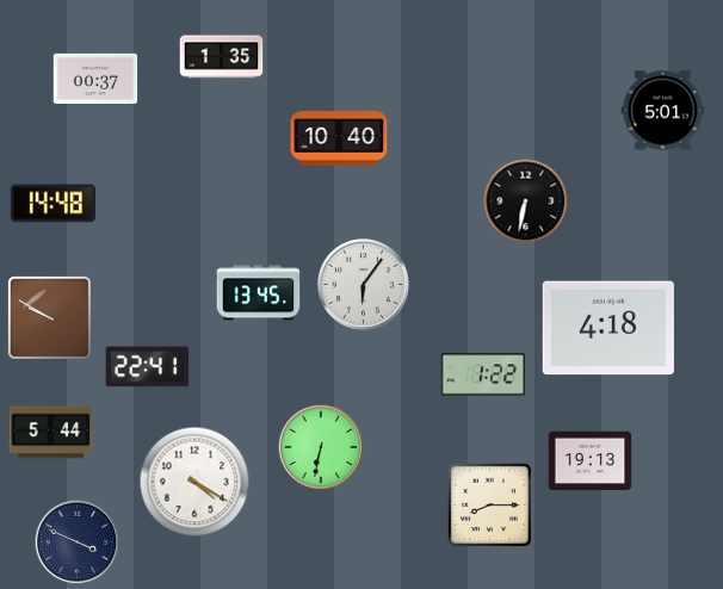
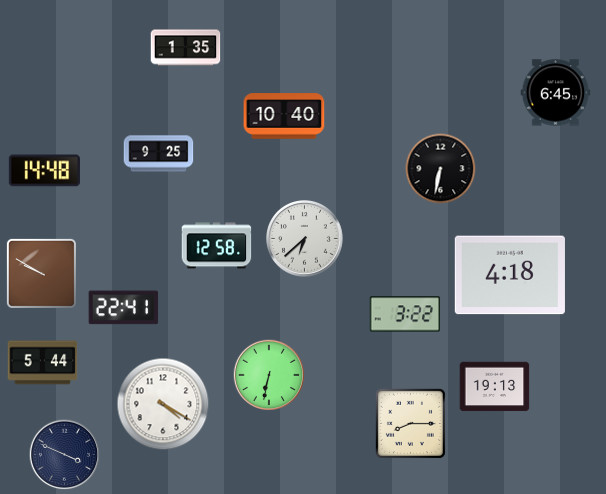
clock at (95, 77): 00:37 -> none
clock at (663, 111): 5:01 -> 6:45
clock at (159, 154): none -> 9:25
clock at (364, 285): 6:06 -> 6:38
clock at (259, 293): 13:45 -> 12:58
clock at (49, 317) position: (49, 317) -> (41, 273)
clock at (483, 374): 1:22 -> 3:22
